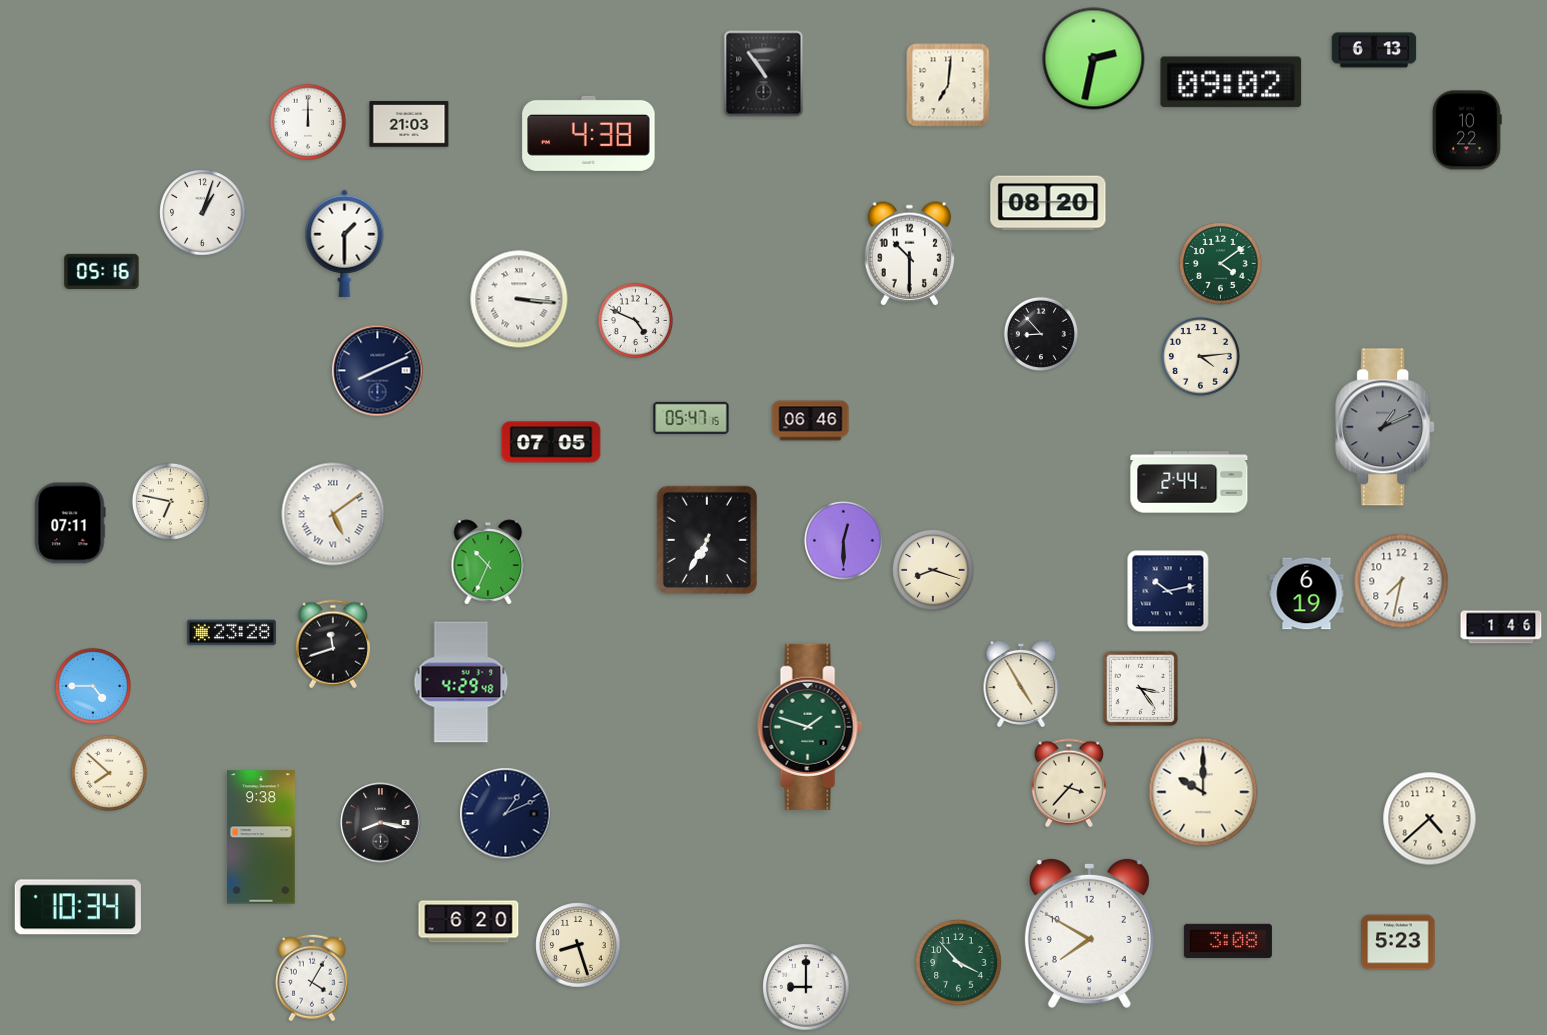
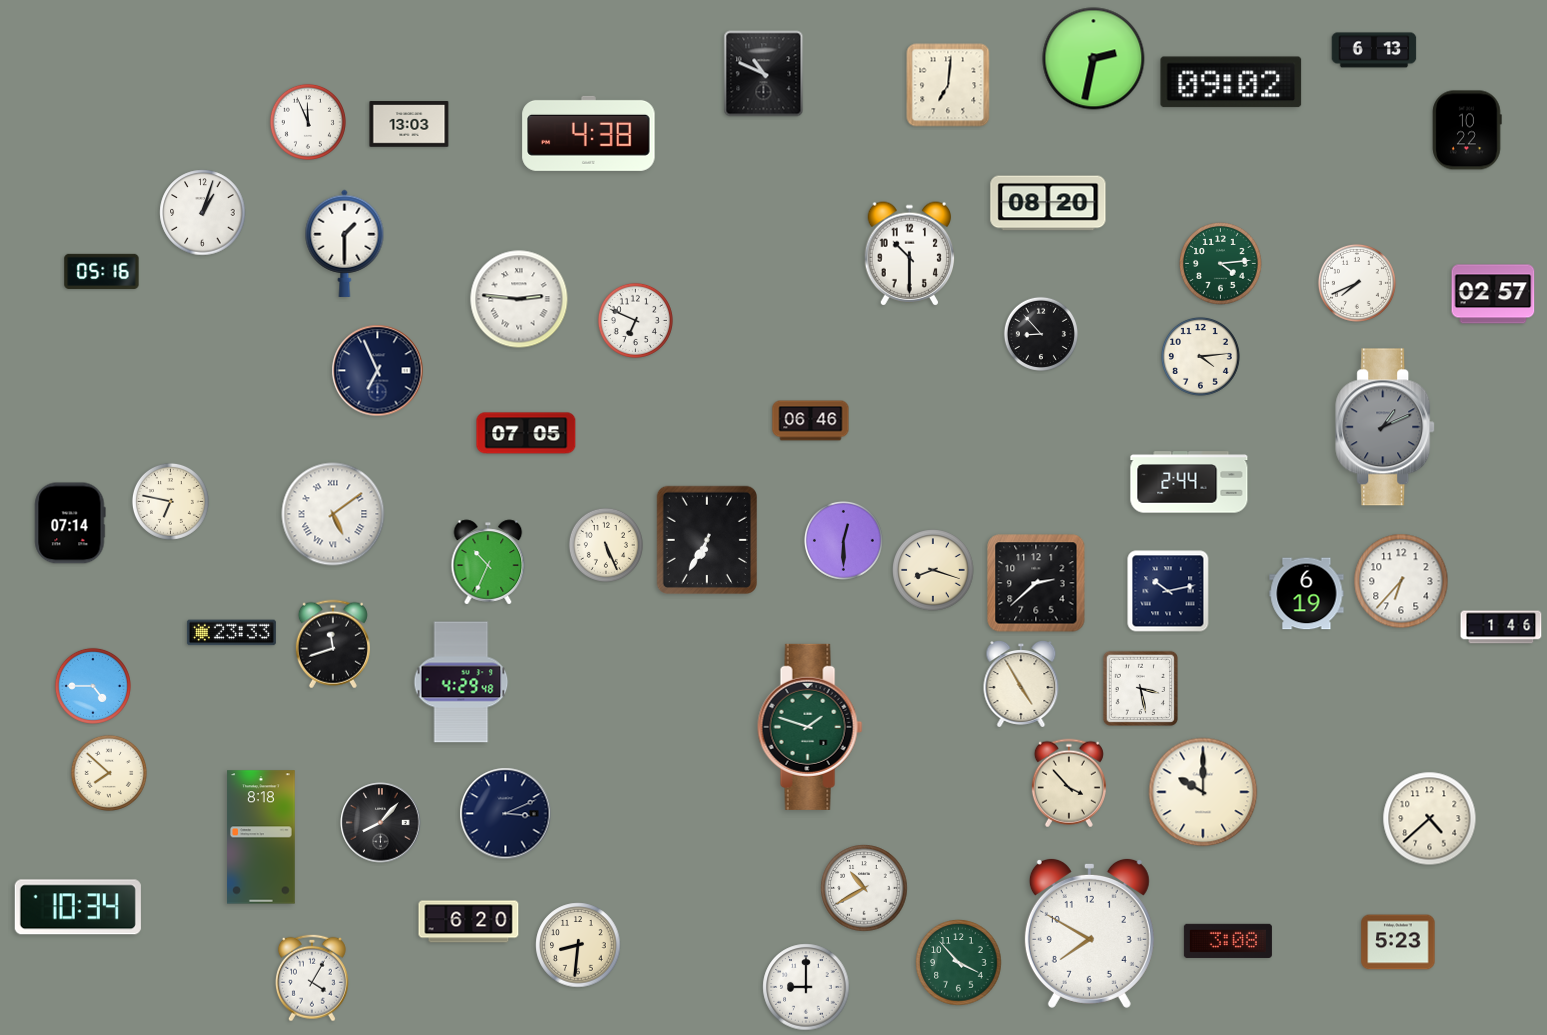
clock at (764, 74): 10:54 -> 10:49
clock at (308, 122): 12:00 -> 11:56
clock at (409, 124): 21:03 -> 13:03
clock at (1221, 264): 4:09 -> 4:14
clock at (1357, 283): none -> 7:41
clock at (1493, 294): none -> 02:57
clock at (519, 299): 3:16 -> 2:46
clock at (635, 320): 4:49 -> 6:49
clock at (378, 371): 8:11 -> 6:56
clock at (691, 417): 05:47 -> none
clock at (551, 442) position: (551, 442) -> (526, 433)
clock at (70, 523): 07:11 -> 07:14
clock at (606, 545): none -> 5:26
clock at (1401, 581): 7:32 -> 6:37
clock at (1036, 583): none -> 2:38
clock at (231, 633): 23:28 -> 23:33
clock at (1140, 688): 3:24 -> 3:28
clock at (1069, 783): 3:37 -> 3:53
clock at (506, 814): 1:11 -> 3:11
clock at (381, 823): 8:17 -> 8:07
clock at (261, 837): 9:38 -> 8:18
clock at (864, 888): none -> 10:40
clock at (578, 945): 8:27 -> 8:31
